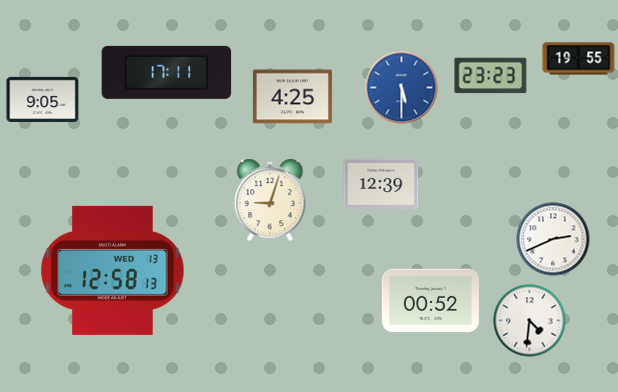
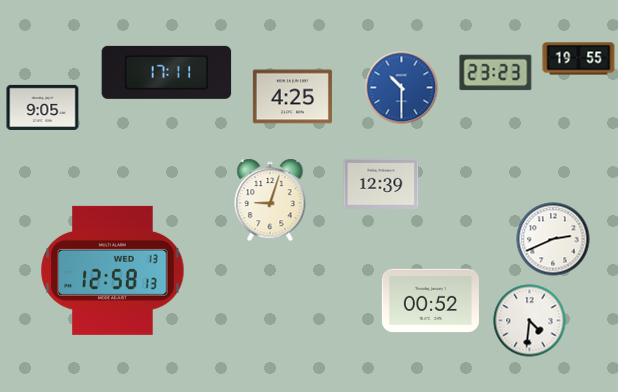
clock at (491, 76) position: (491, 76) -> (496, 73)
clock at (402, 88): 5:30 -> 10:30
clock at (43, 99) position: (43, 99) -> (43, 107)
